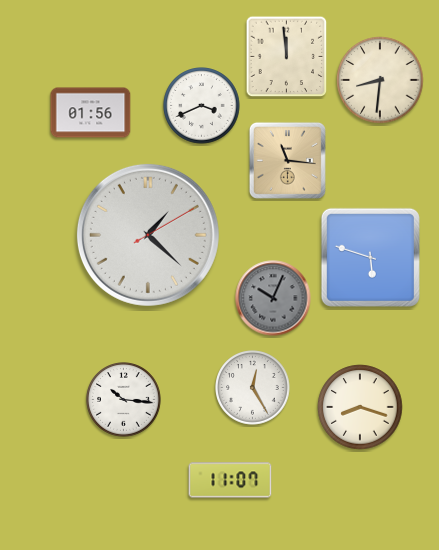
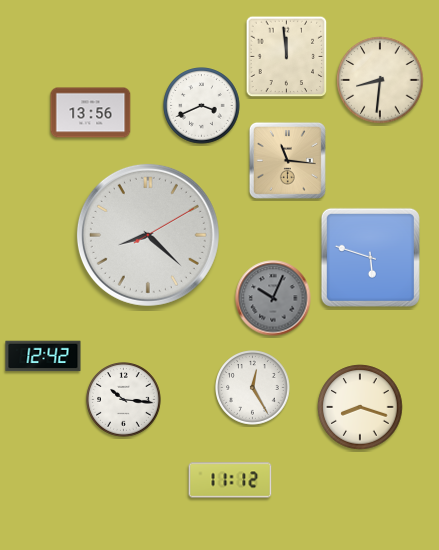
clock at (91, 113): 01:56 -> 13:56
clock at (148, 235): 1:22 -> 8:22
clock at (43, 356): none -> 12:42
clock at (230, 480): 11:07 -> 11:12
